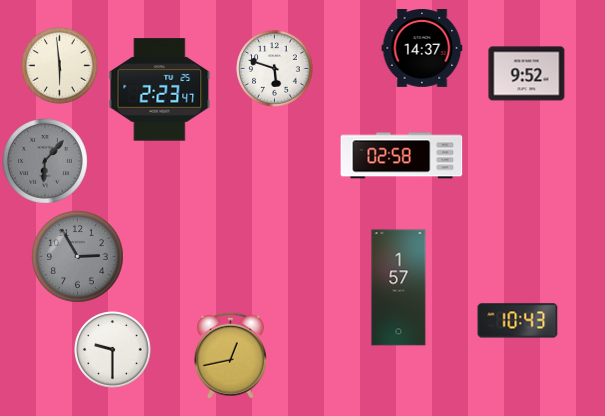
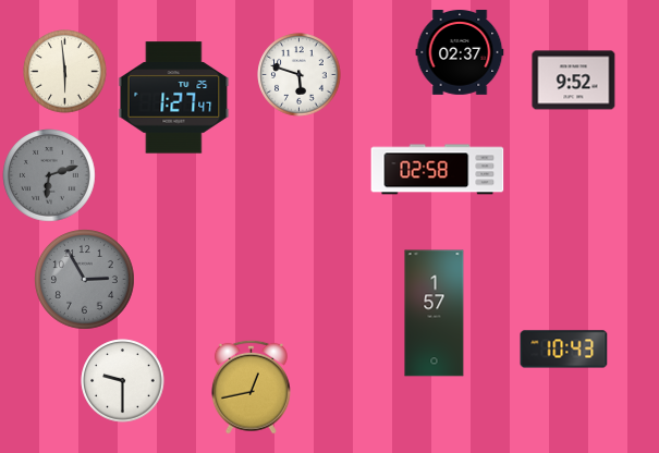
clock at (422, 49): 14:37 -> 02:37
clock at (160, 90): 2:23 -> 1:27
clock at (45, 161): 6:07 -> 6:12
